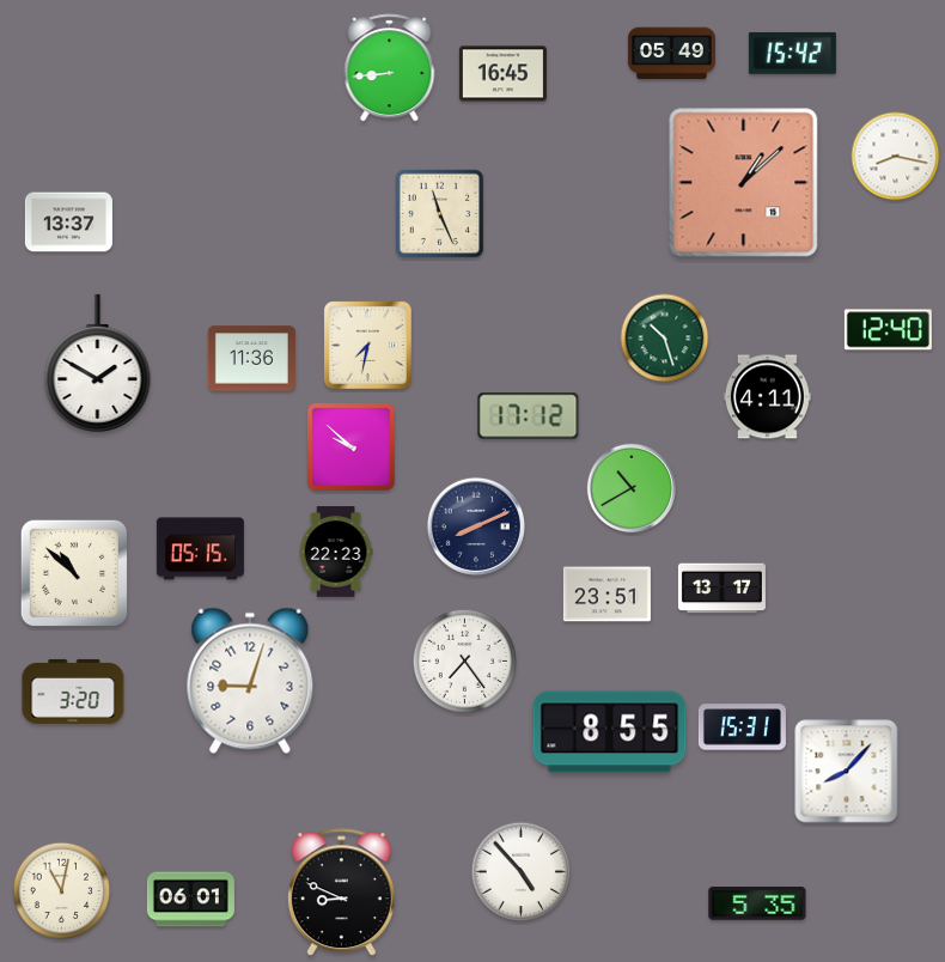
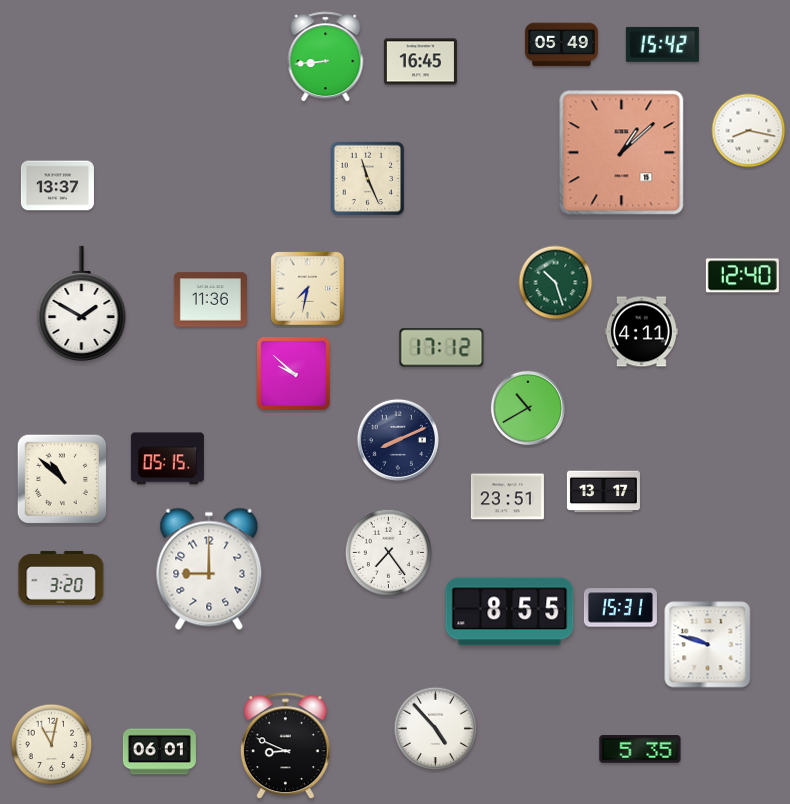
clock at (336, 552): 22:23 -> none
clock at (250, 681): 9:03 -> 9:00
clock at (847, 772): 8:07 -> 9:48
clock at (757, 903) position: (757, 903) -> (640, 749)
